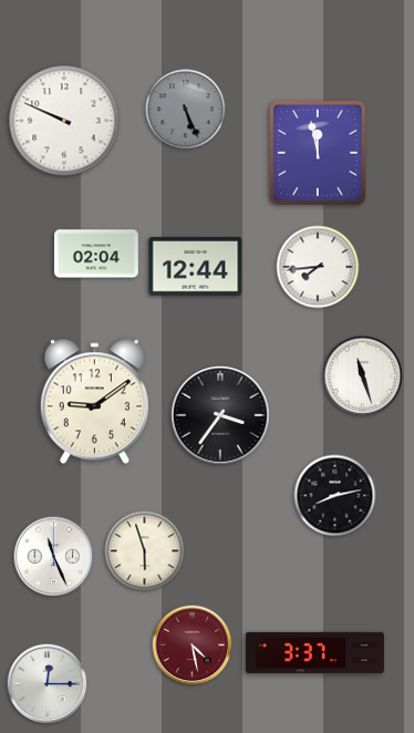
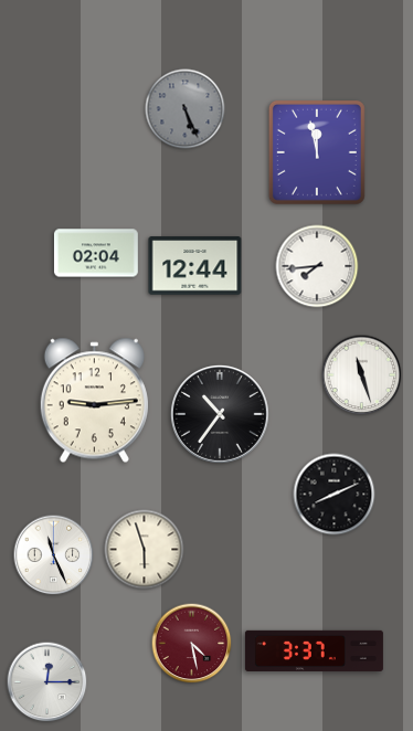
clock at (64, 121): 9:49 -> none
clock at (94, 402): 9:09 -> 9:14
clock at (220, 415): 3:36 -> 10:36
clock at (335, 496): 8:13 -> 8:11
